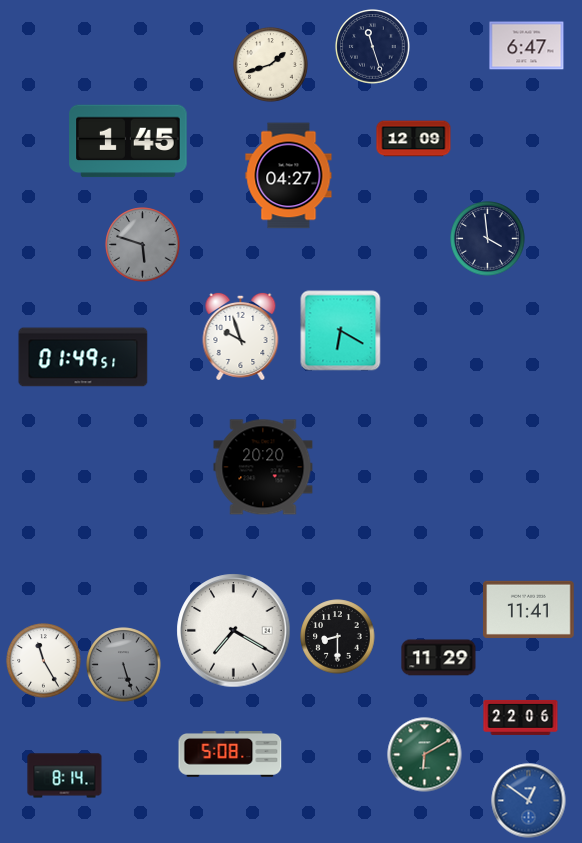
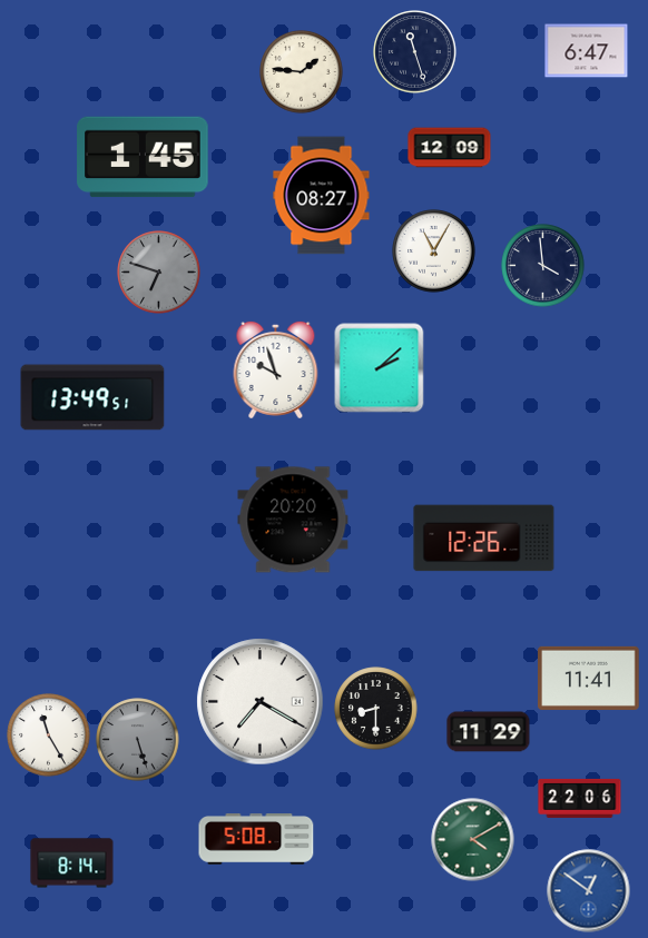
clock at (271, 65): 1:42 -> 1:46
clock at (414, 139) position: (414, 139) -> (450, 148)
clock at (289, 176): 04:27 -> 08:27
clock at (434, 251): none -> 11:05
clock at (143, 245): 5:48 -> 6:48
clock at (341, 331): 6:20 -> 2:08
clock at (241, 336) position: (241, 336) -> (276, 369)
clock at (83, 357): 01:49 -> 13:49
clock at (484, 539): none -> 12:26
clock at (425, 755): 6:10 -> 4:10
